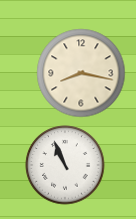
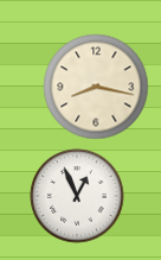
clock at (65, 165): 10:56 -> 12:56
